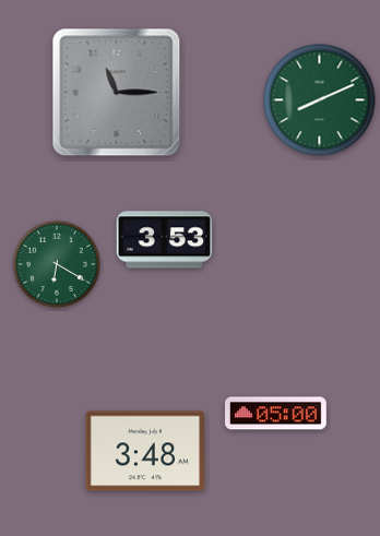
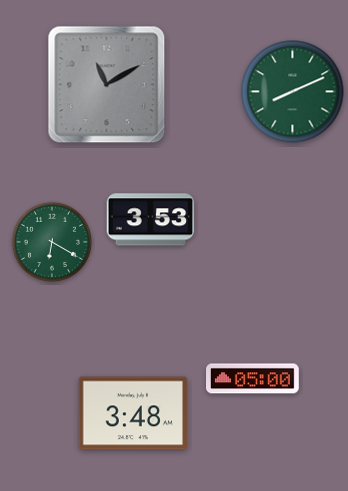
clock at (117, 93): 11:15 -> 11:10
